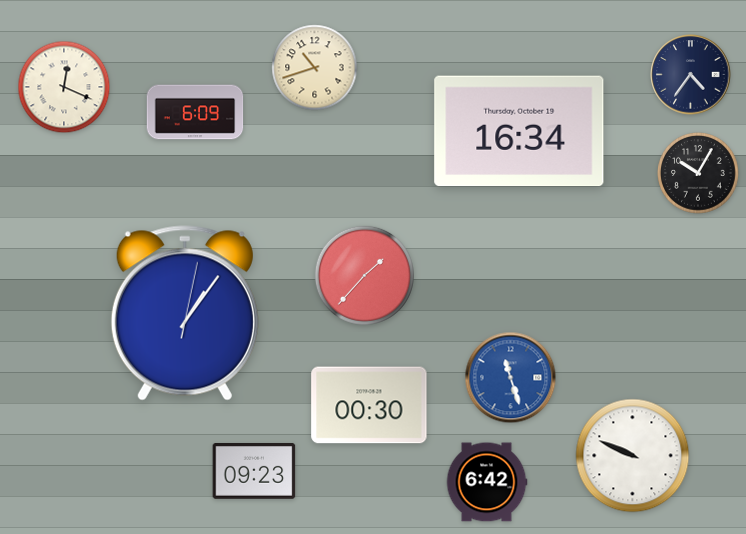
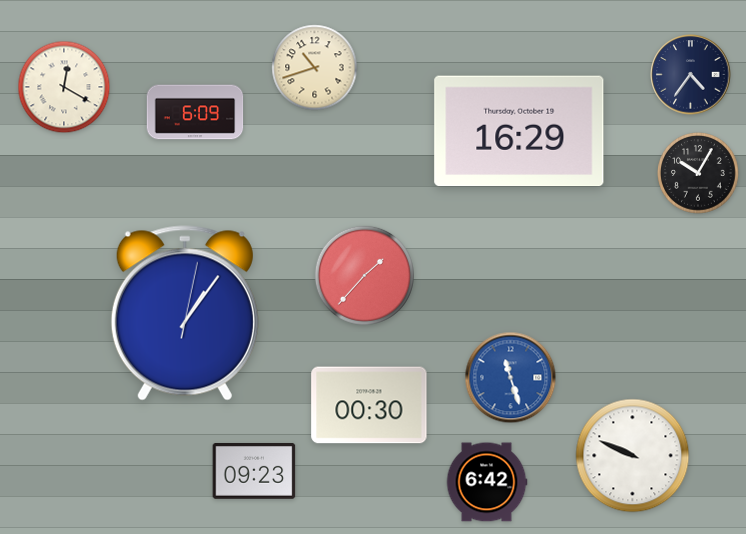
clock at (64, 87): 12:19 -> 12:20
clock at (519, 131): 16:34 -> 16:29
